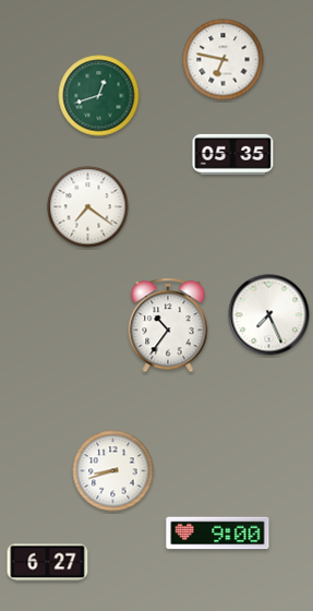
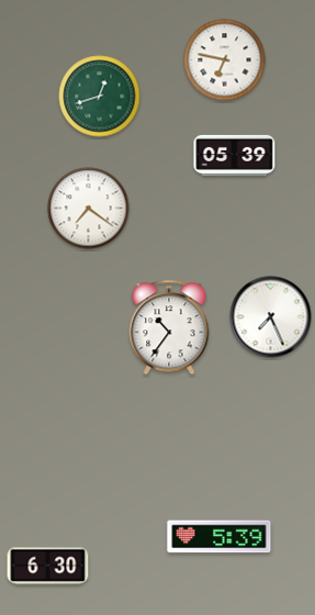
clock at (233, 154): 05:35 -> 05:39
clock at (113, 471): 8:42 -> none
clock at (218, 534): 9:00 -> 5:39
clock at (48, 563): 6:27 -> 6:30
